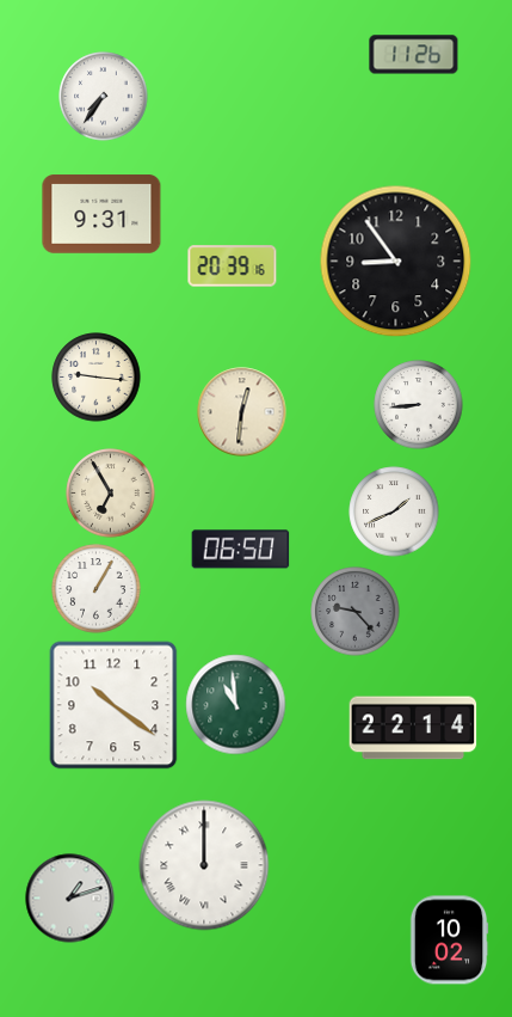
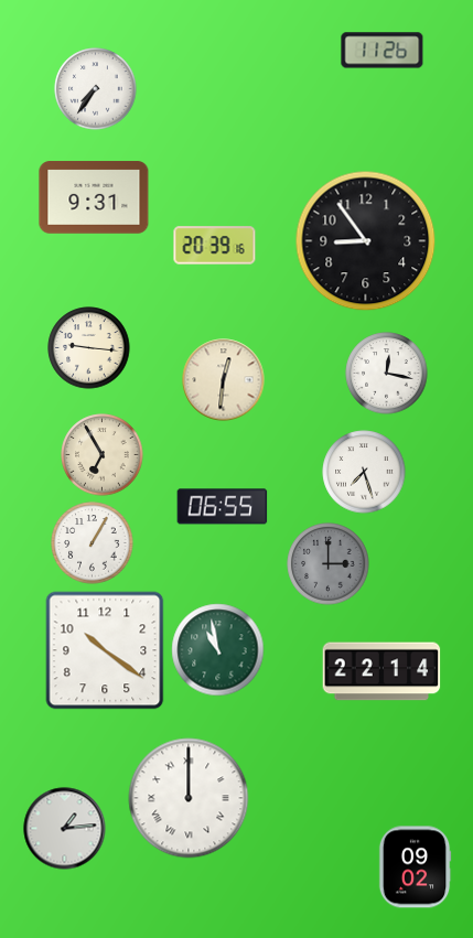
clock at (419, 405): 8:44 -> 12:17
clock at (394, 511): 1:41 -> 7:27
clock at (241, 550): 06:50 -> 06:55
clock at (97, 589) position: (97, 589) -> (93, 543)
clock at (356, 612): 9:23 -> 3:00
clock at (236, 705): 10:59 -> 10:58
clock at (70, 899): 1:12 -> 1:14
clock at (449, 941): 10:02 -> 09:02
